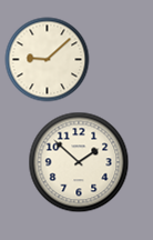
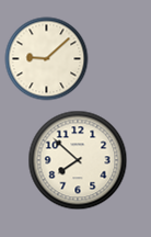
clock at (79, 162): 1:52 -> 7:52
